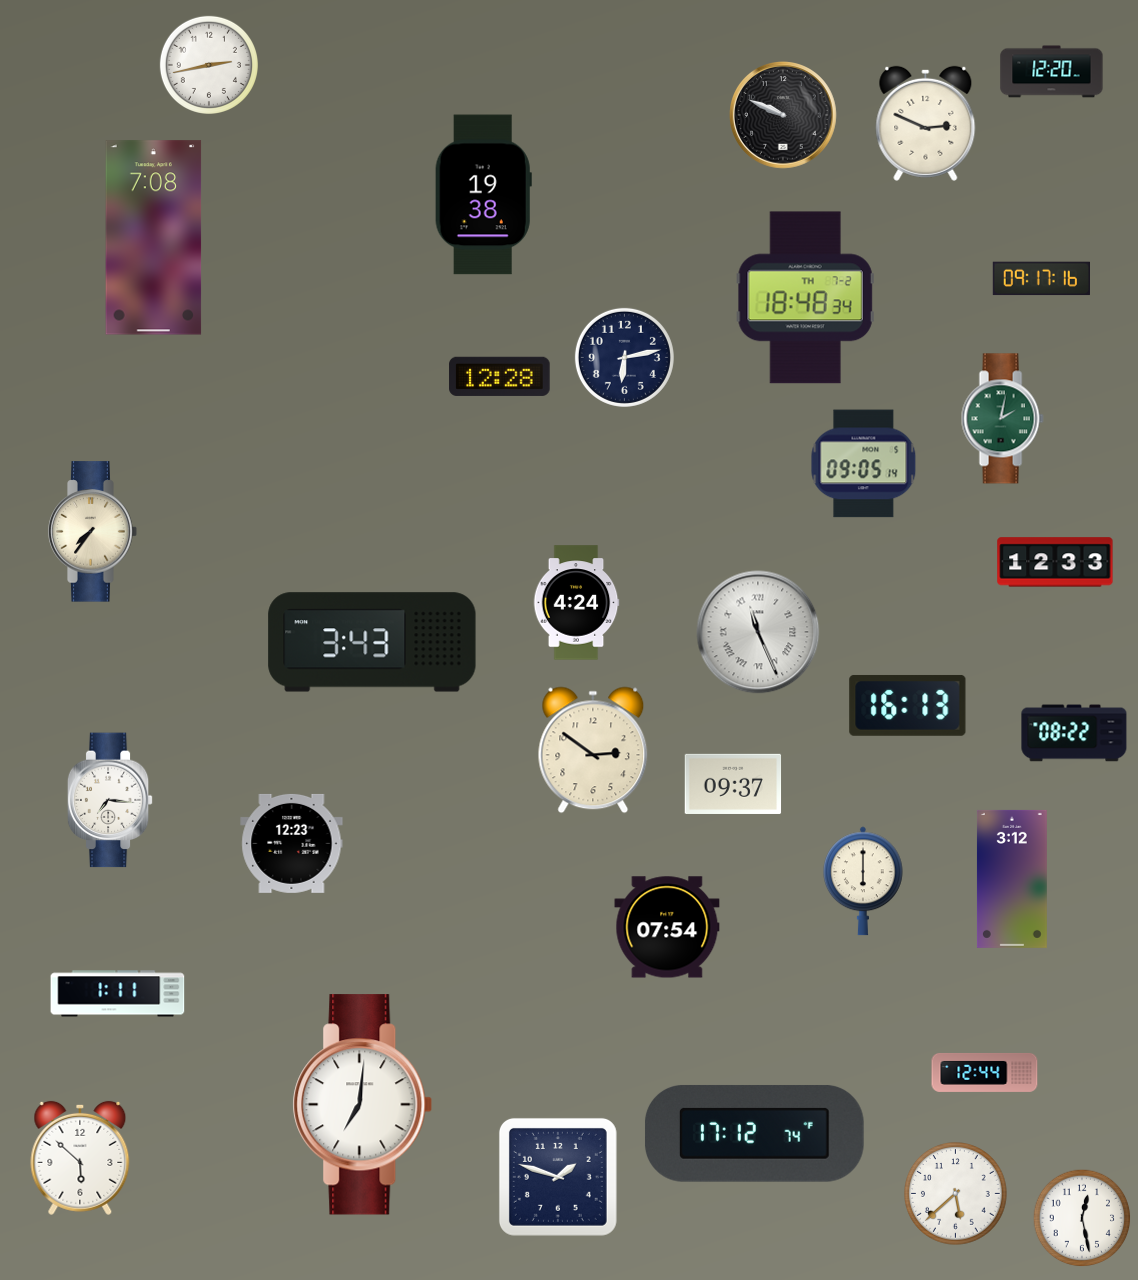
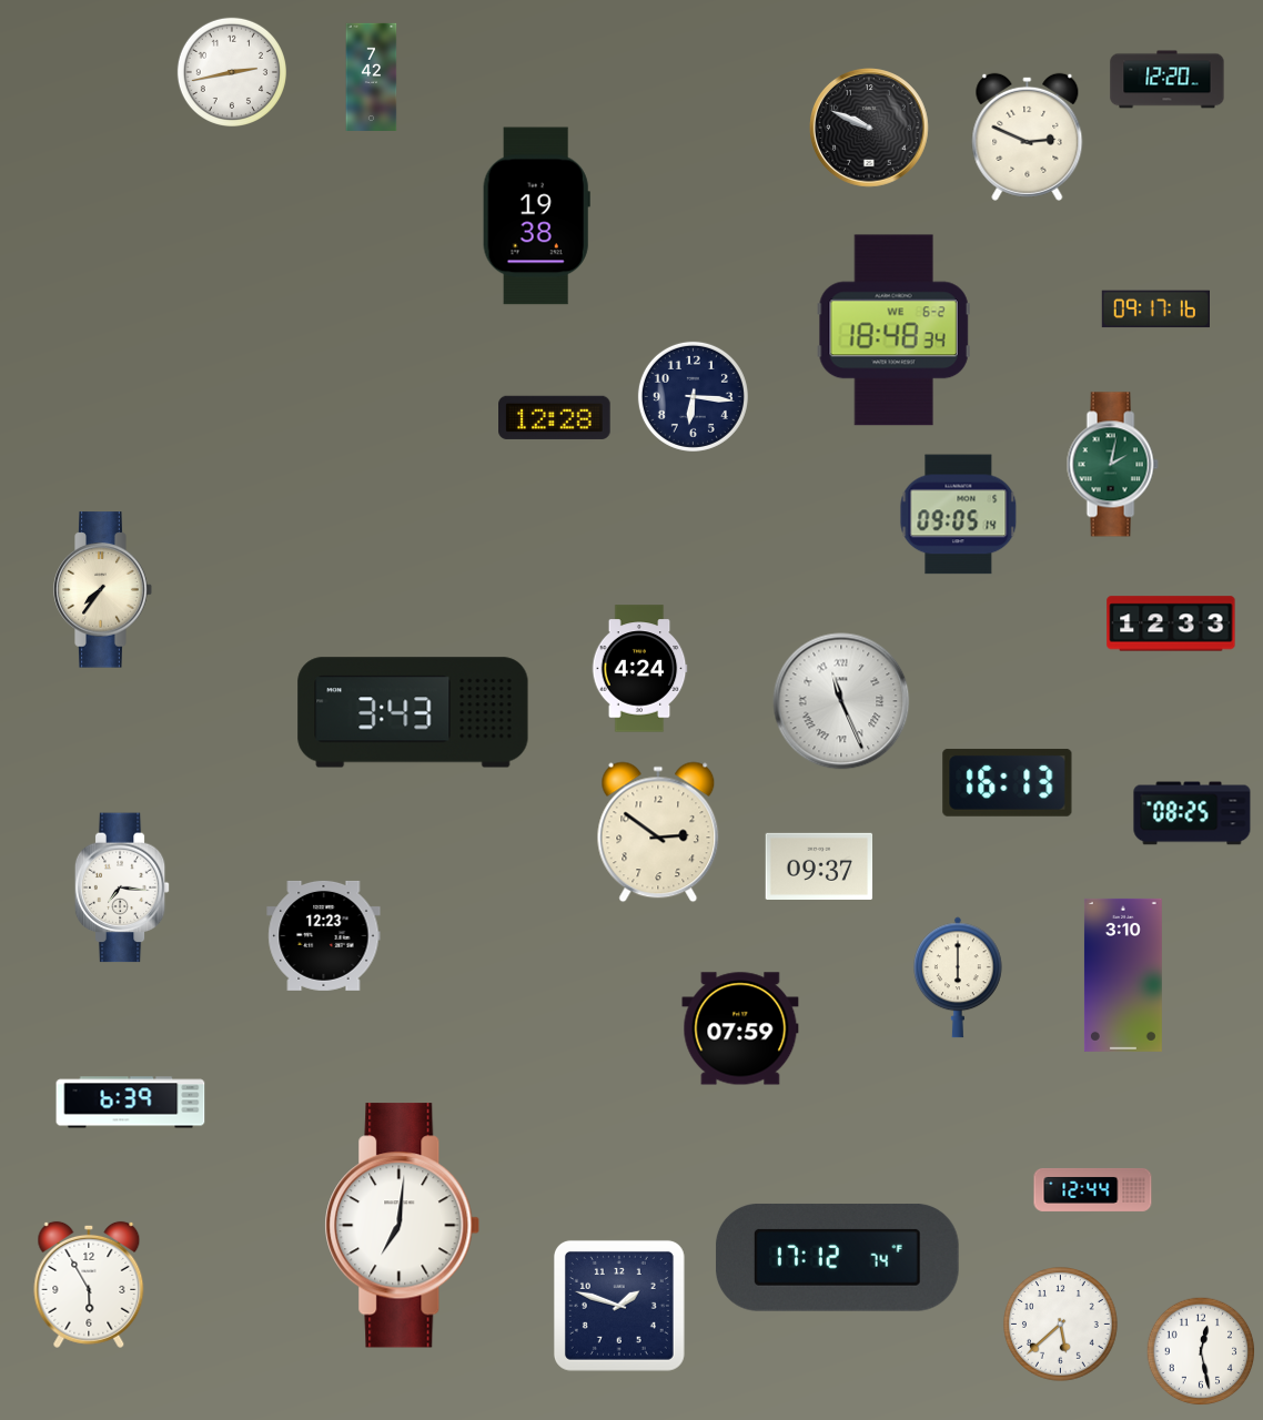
clock at (372, 77): none -> 7:42
clock at (154, 238): 7:08 -> none
clock at (805, 298) date: TH 7-2 -> WE 6-2
clock at (624, 357): 6:13 -> 6:16
clock at (1074, 733): 08:22 -> 08:25
clock at (733, 784) position: (733, 784) -> (819, 866)
clock at (1012, 879): 3:12 -> 3:10
clock at (667, 927): 07:54 -> 07:59
clock at (118, 994): 1:11 -> 6:39
clock at (80, 1158): 5:52 -> 5:55
